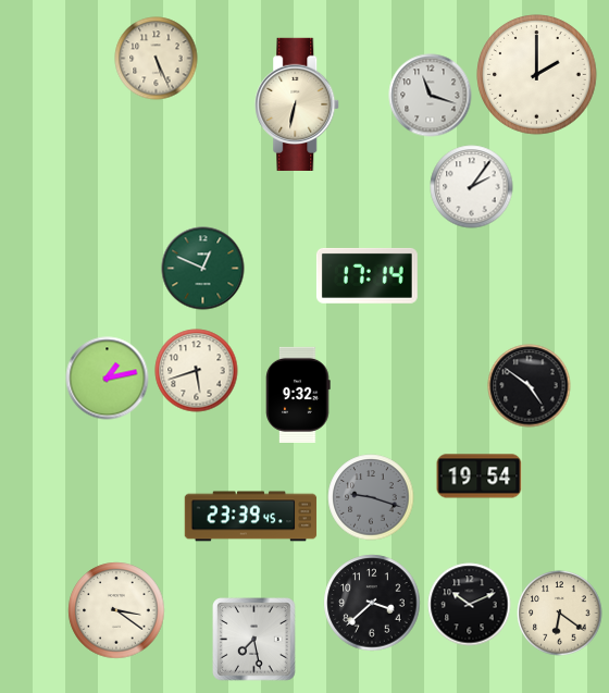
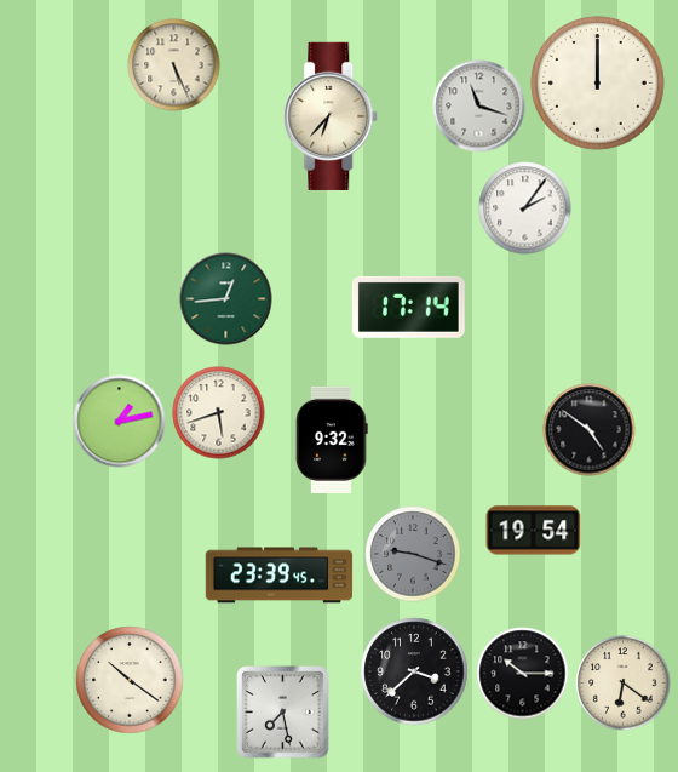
clock at (537, 75): 2:00 -> 12:00
clock at (298, 104): 6:32 -> 6:37
clock at (203, 269): 12:49 -> 12:44
clock at (470, 605): 10:11 -> 10:15
clock at (116, 610): 3:21 -> 10:21
